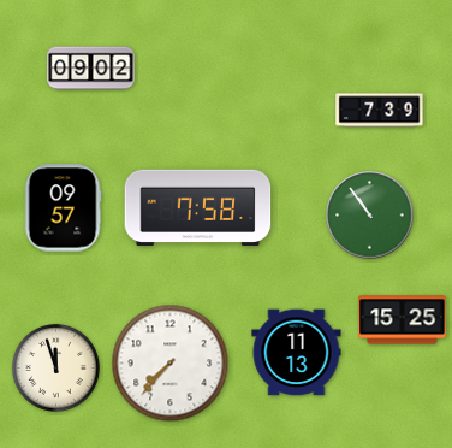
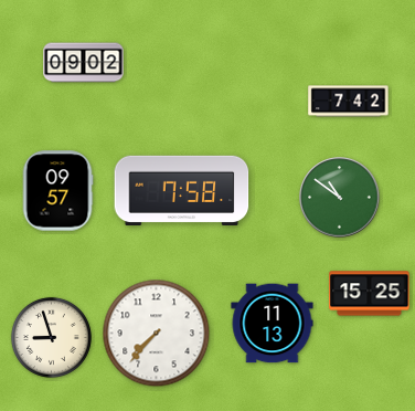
clock at (380, 111): 7:39 -> 7:42
clock at (370, 216): 10:54 -> 10:51
clock at (55, 367): 11:57 -> 8:57
